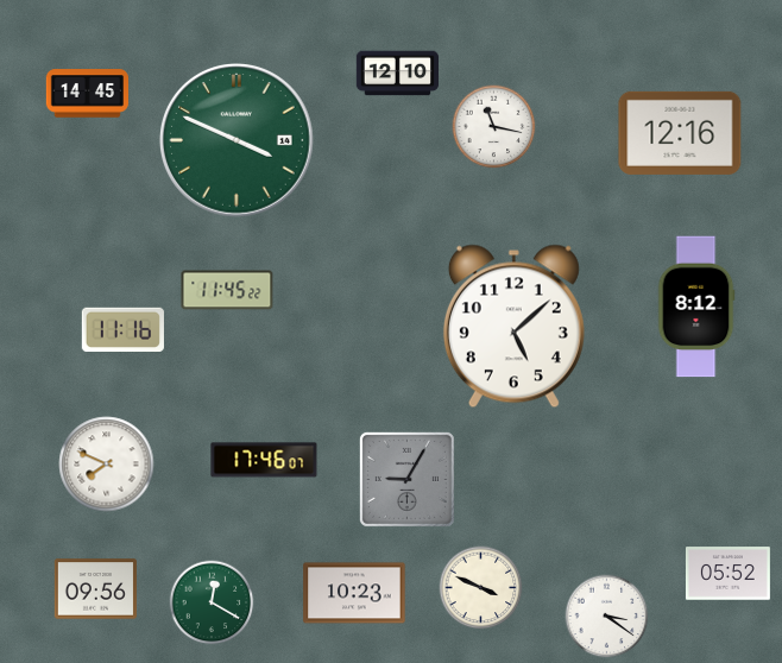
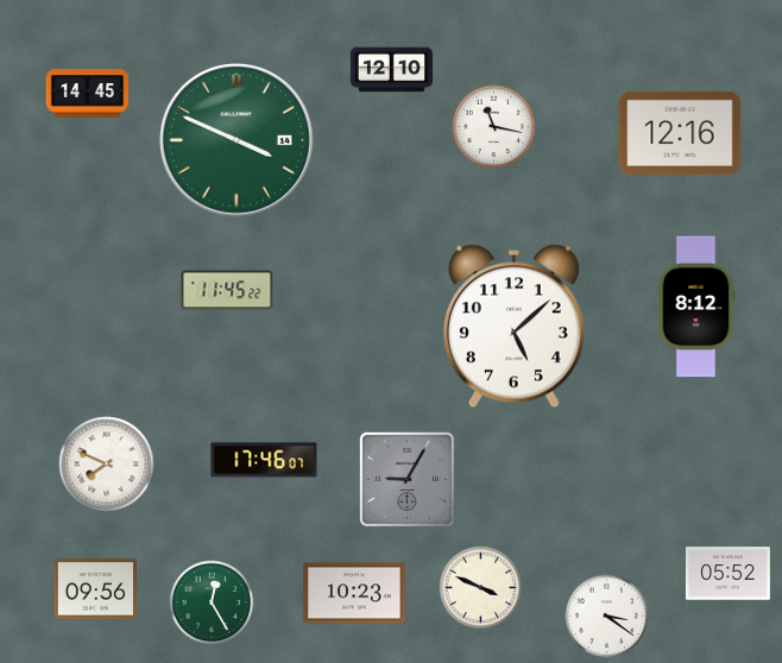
clock at (398, 74) position: (398, 74) -> (392, 70)
clock at (122, 329): 11:16 -> none
clock at (212, 602): 12:20 -> 12:25
